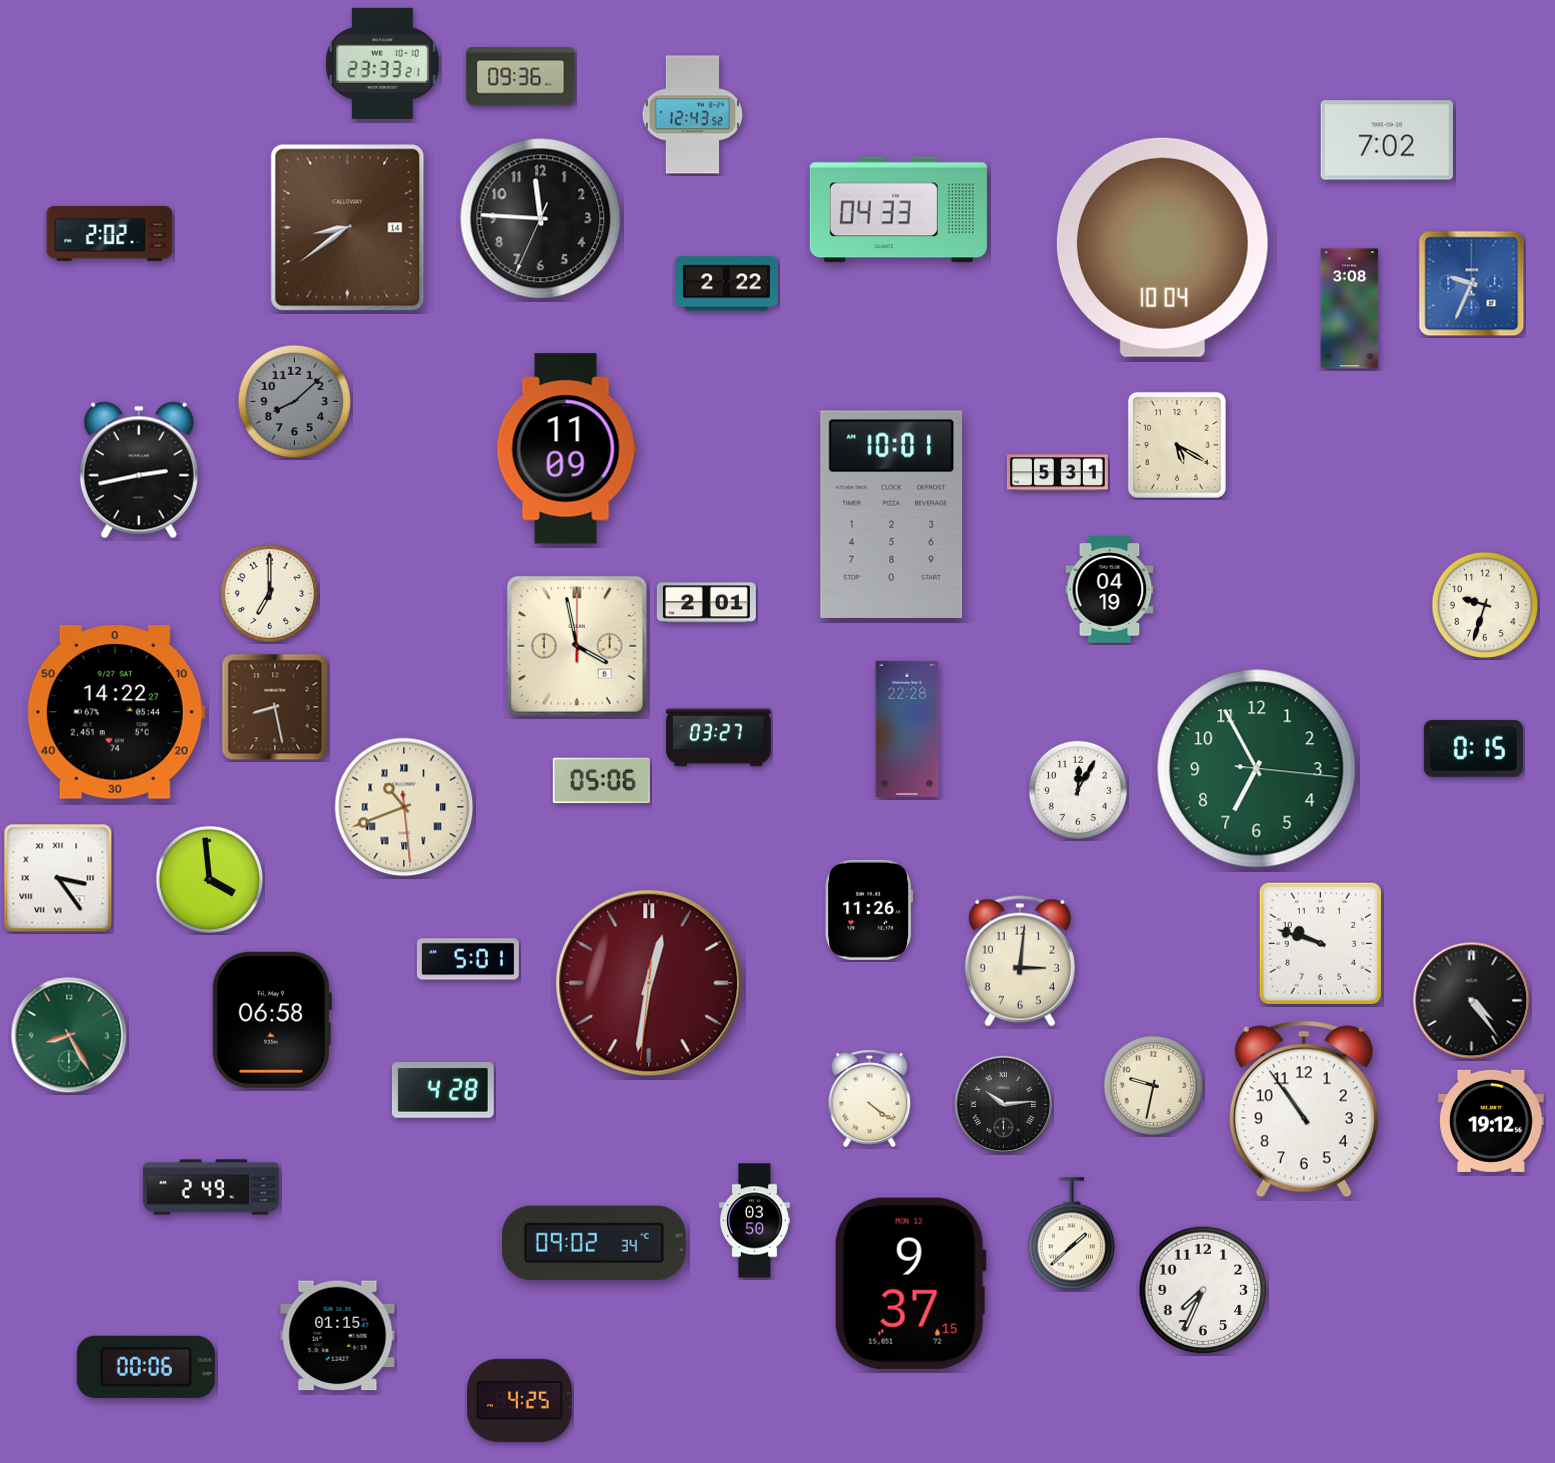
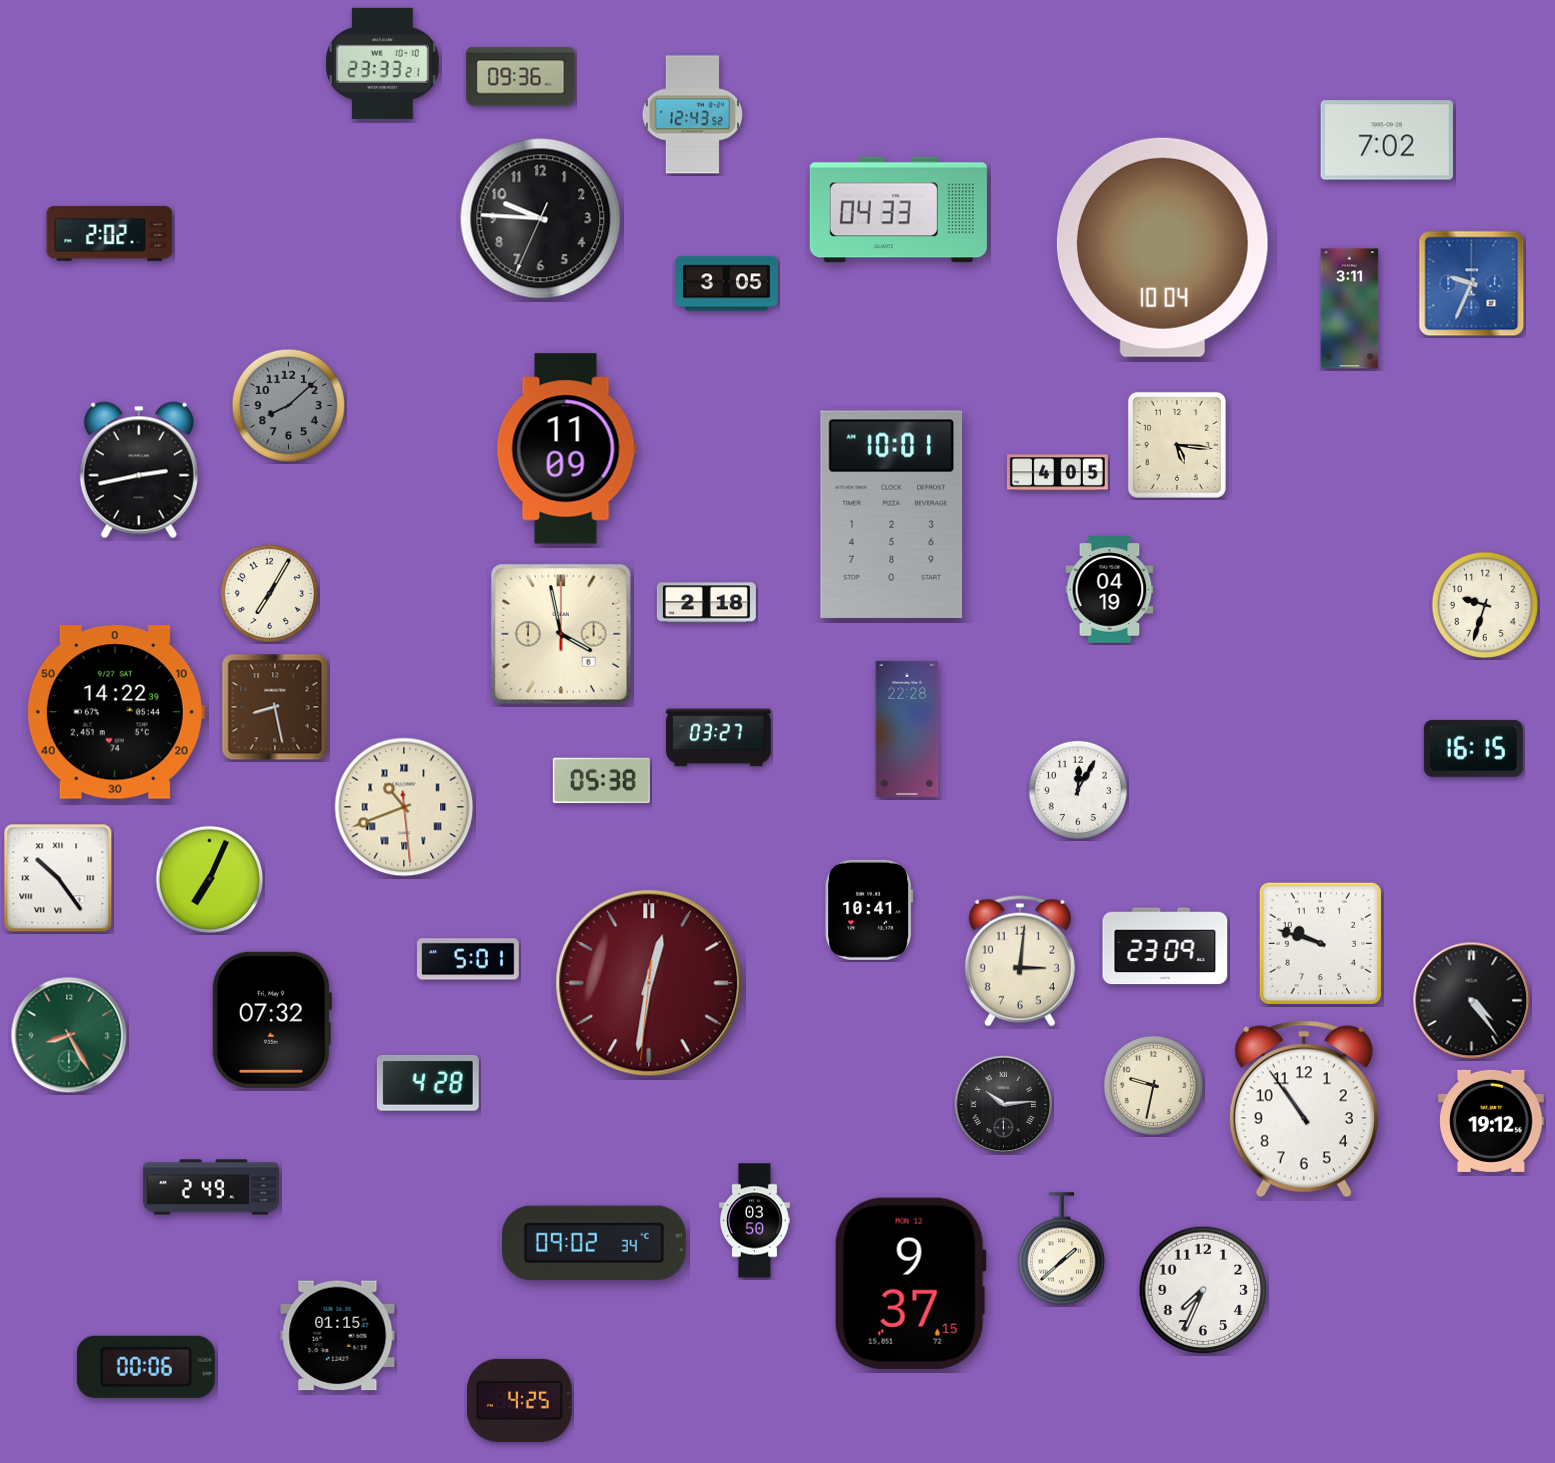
clock at (541, 219): 11:45 -> 9:45
clock at (348, 228): 8:39 -> none
clock at (727, 284): 2:22 -> 3:05
clock at (1350, 309): 3:08 -> 3:11
clock at (295, 402) position: (295, 402) -> (289, 406)
clock at (1177, 445): 5:20 -> 5:16
clock at (1057, 473): 5:31 -> 4:05
clock at (269, 593): 7:00 -> 7:05
clock at (706, 603): 2:01 -> 2:18
clock at (578, 647) position: (578, 647) -> (562, 635)
clock at (116, 712): 14:22:27 -> 14:22:39
clock at (1473, 748): 0:15 -> 16:15
clock at (1257, 769): 6:55 -> none
clock at (601, 781): 05:06 -> 05:38
clock at (58, 878): 3:24 -> 10:24
clock at (209, 879): 3:59 -> 7:04
clock at (869, 910): 11:26 -> 10:41
clock at (1165, 946): none -> 23:09
clock at (271, 1020): 06:58 -> 07:32
clock at (443, 1090) position: (443, 1090) -> (428, 1083)
clock at (870, 1099): 4:21 -> none
clock at (1071, 1234) position: (1071, 1234) -> (1061, 1249)
